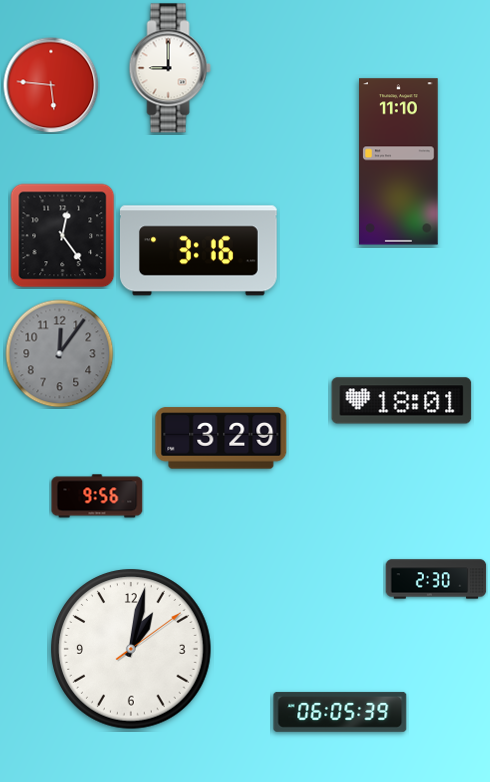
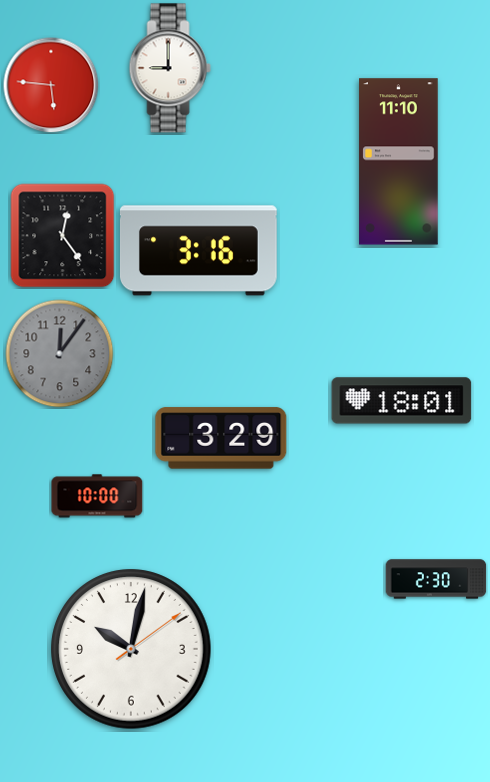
clock at (97, 496): 9:56 -> 10:00
clock at (131, 649): 1:02 -> 10:02
clock at (340, 712): 06:05 -> none
